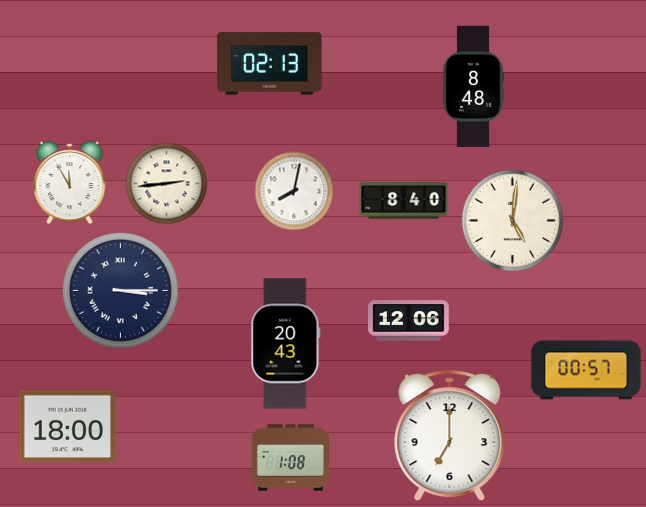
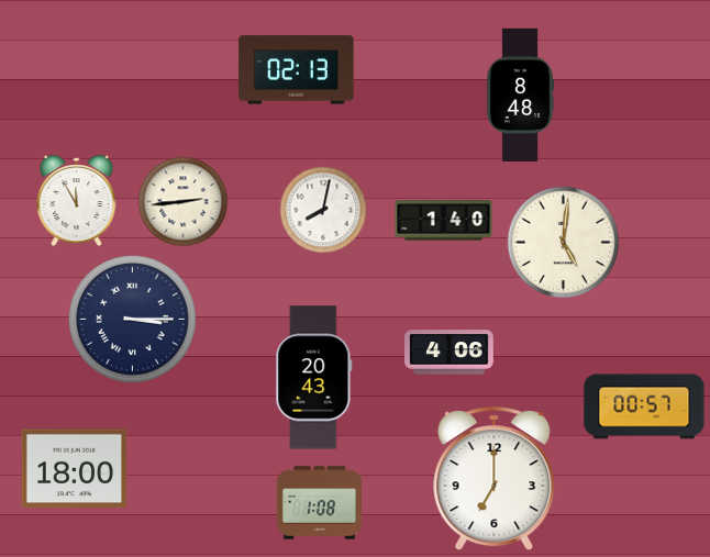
clock at (404, 201): 8:40 -> 1:40
clock at (409, 321): 12:06 -> 4:06
